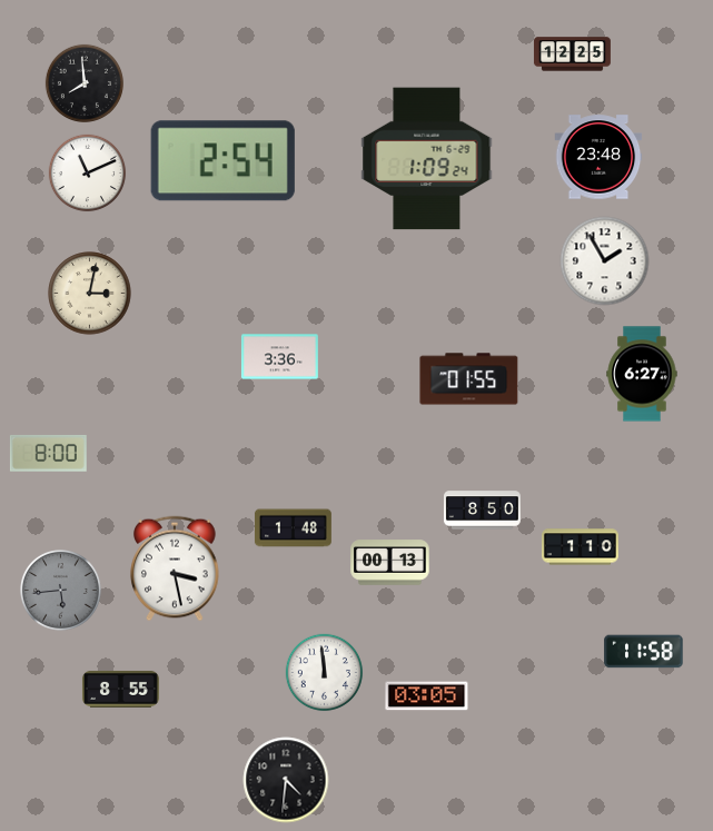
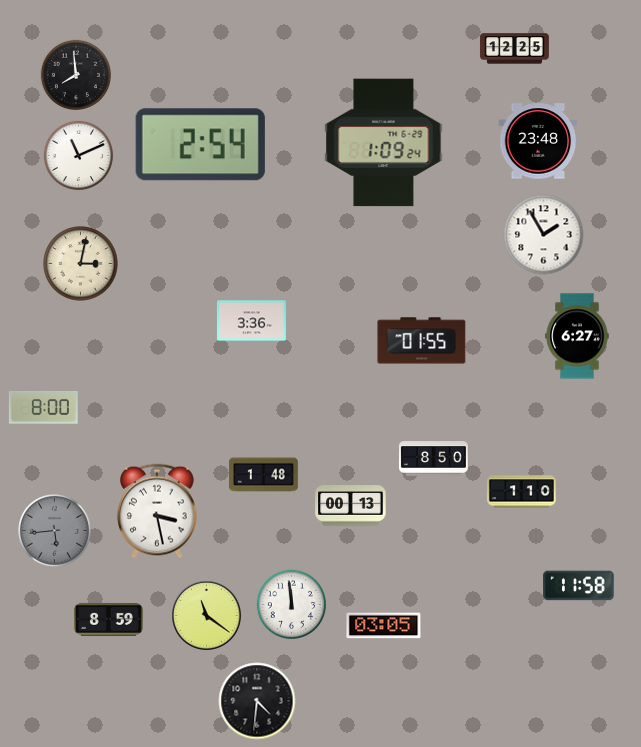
clock at (207, 616): none -> 11:21
clock at (120, 689): 8:55 -> 8:59
